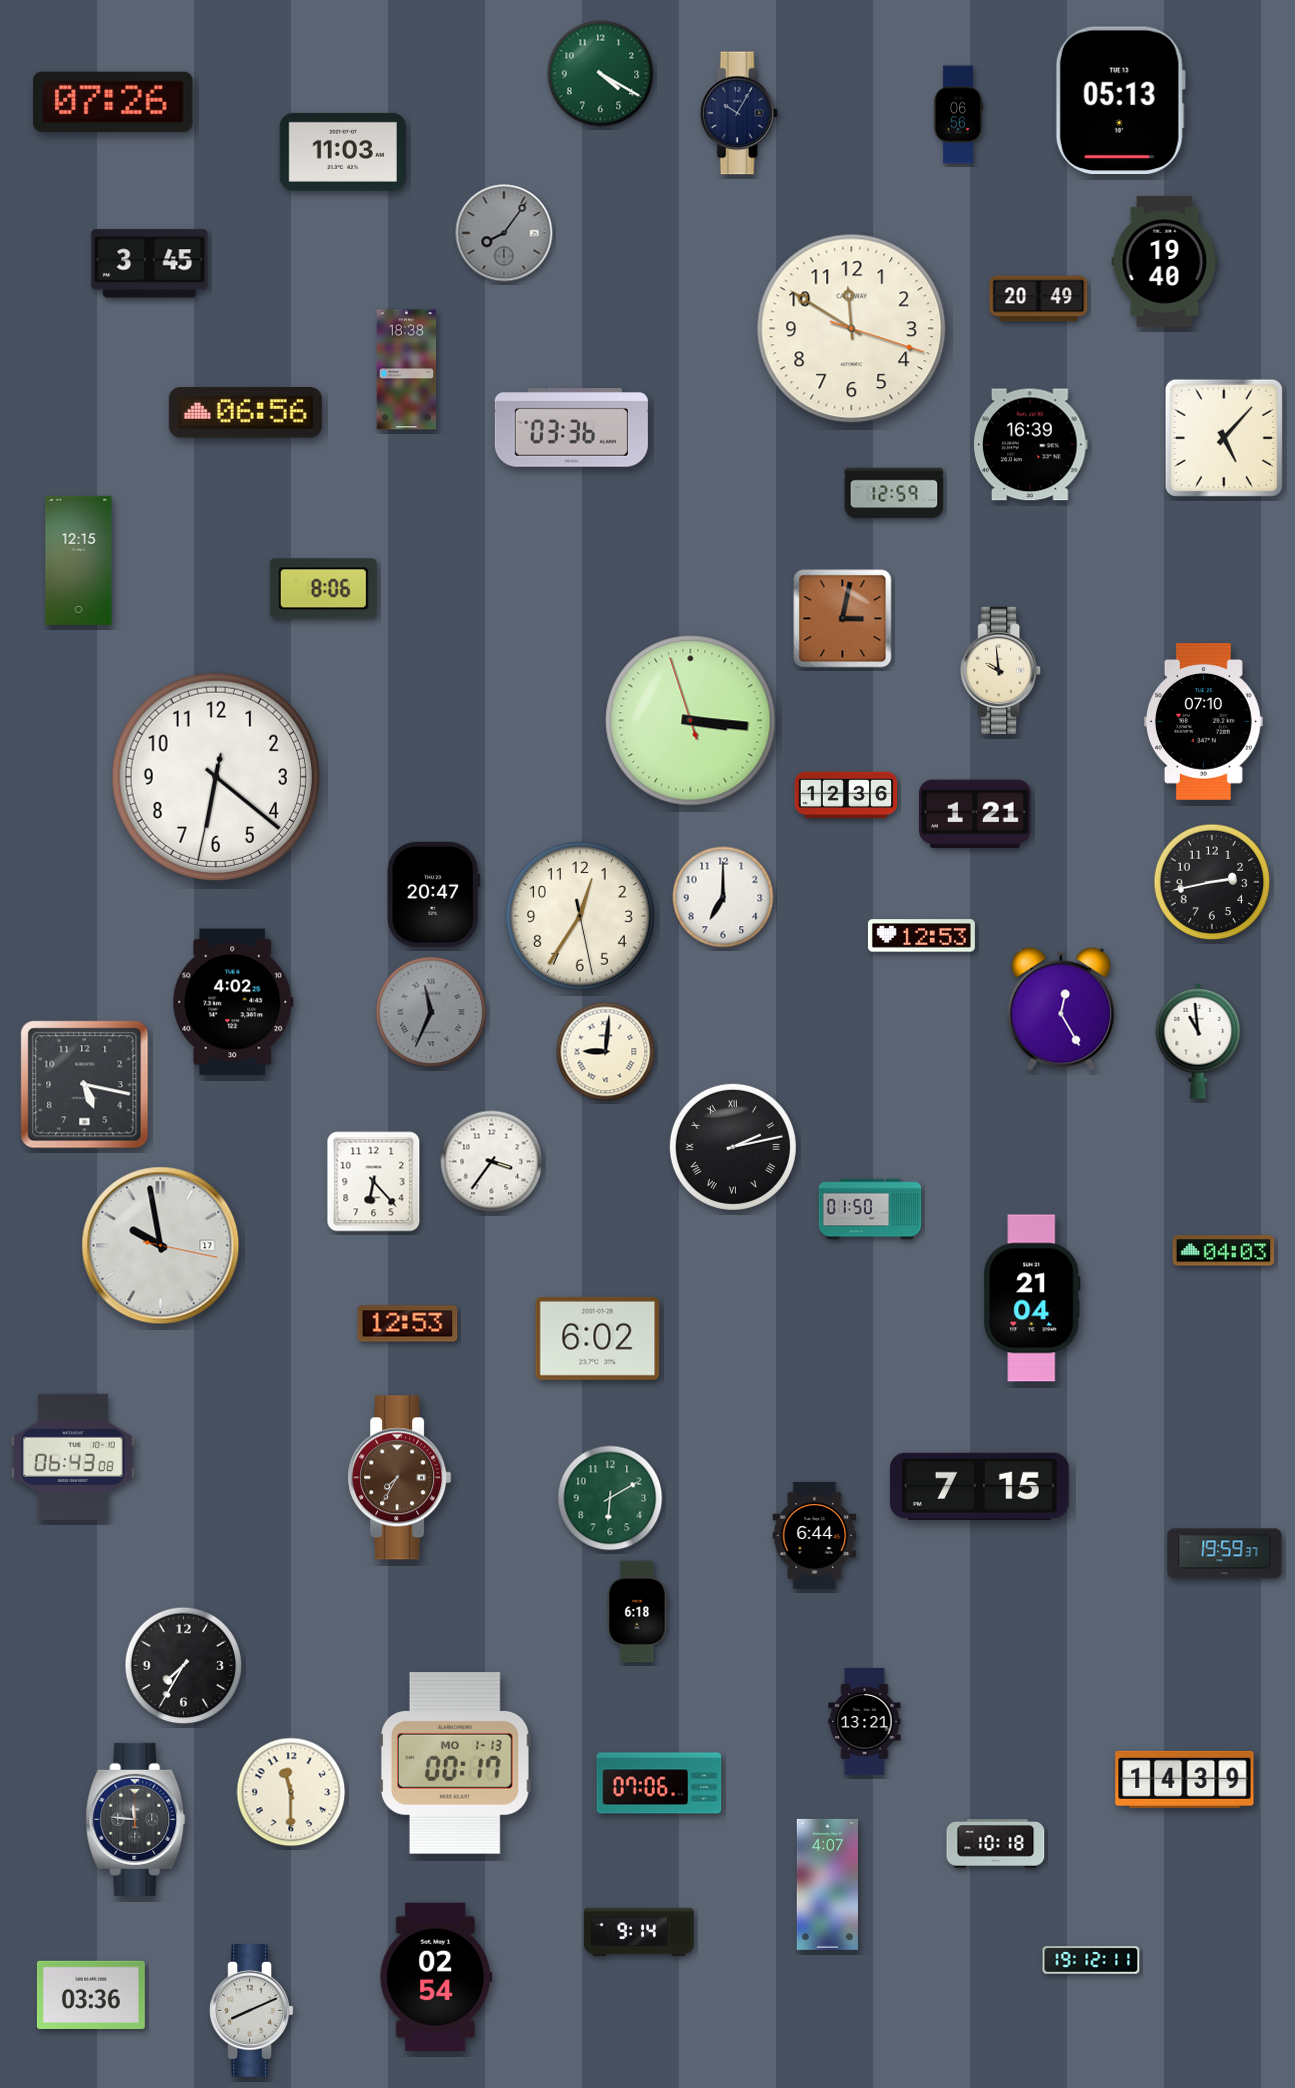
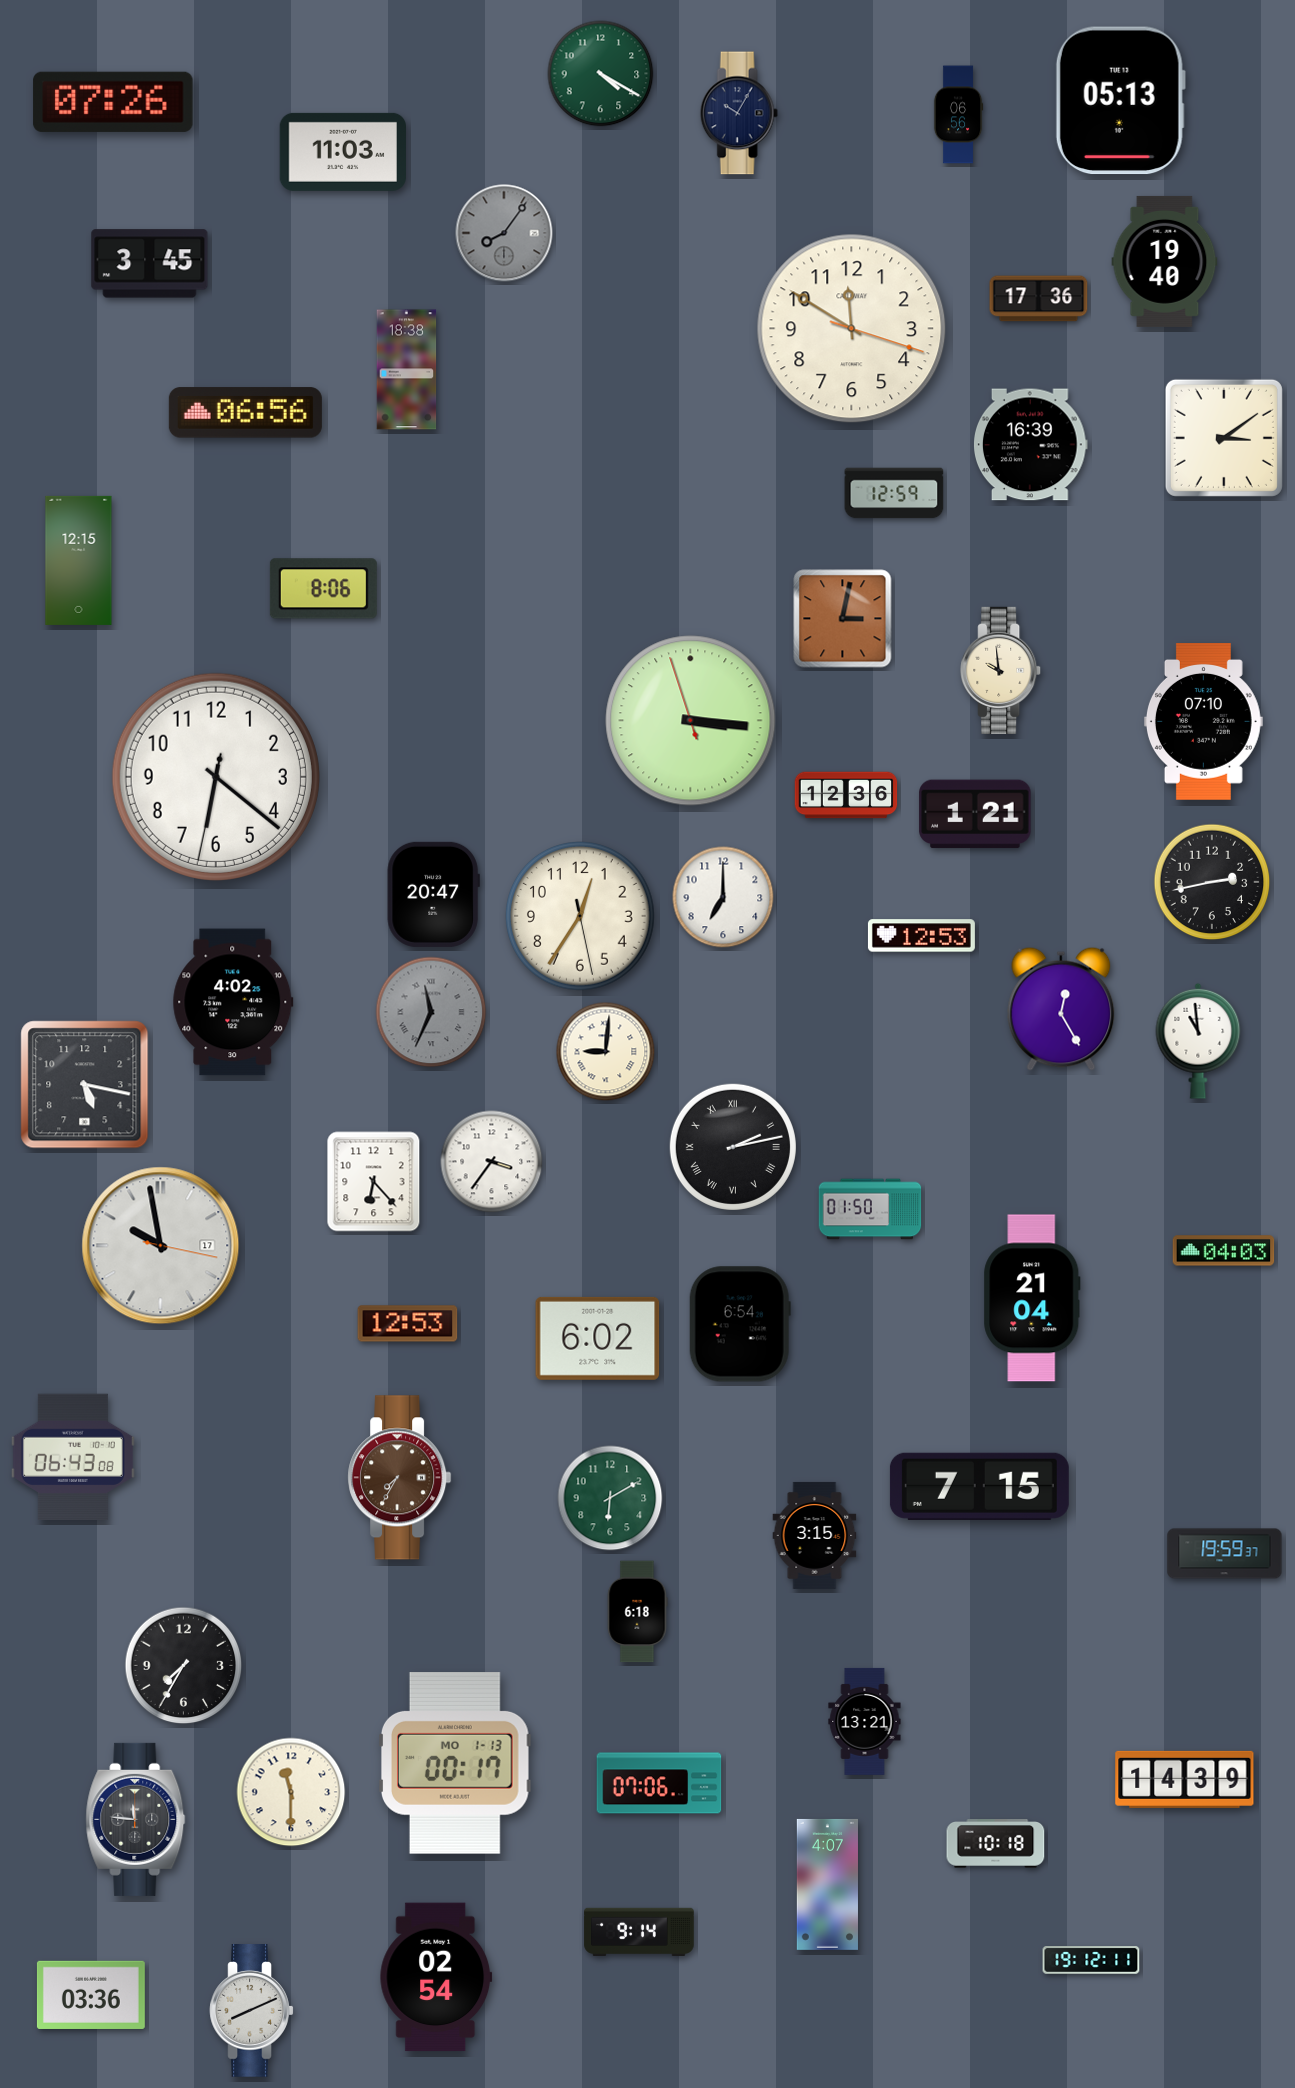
clock at (1039, 299): 20:49 -> 17:36
clock at (571, 428): 03:36 -> none
clock at (1224, 438): 5:07 -> 3:09
clock at (740, 1324): none -> 6:54
clock at (815, 1535): 6:44 -> 3:15
